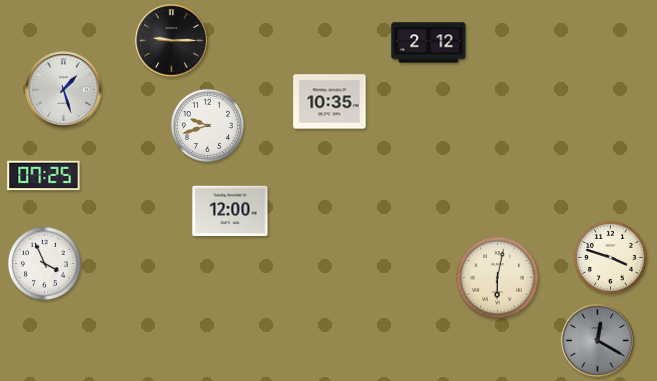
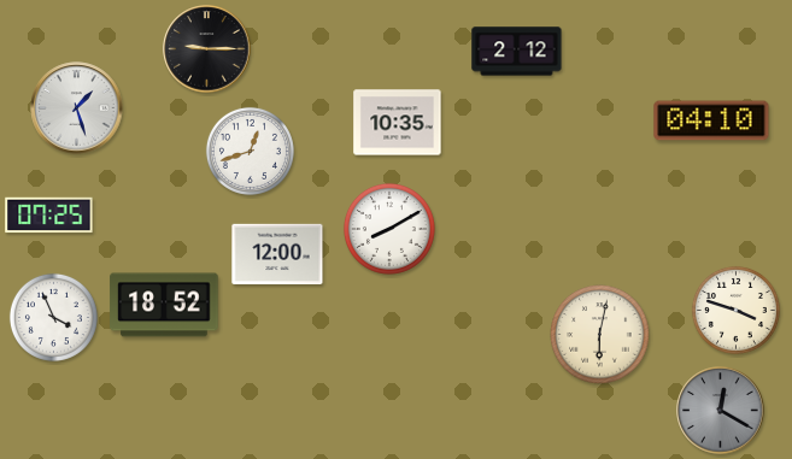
clock at (711, 120): none -> 04:10
clock at (207, 125): 9:42 -> 12:42
clock at (44, 176) position: (44, 176) -> (49, 216)
clock at (389, 229): none -> 8:10
clock at (164, 305): none -> 18:52
